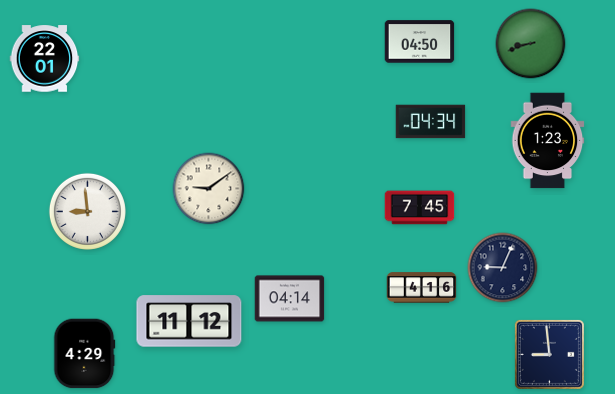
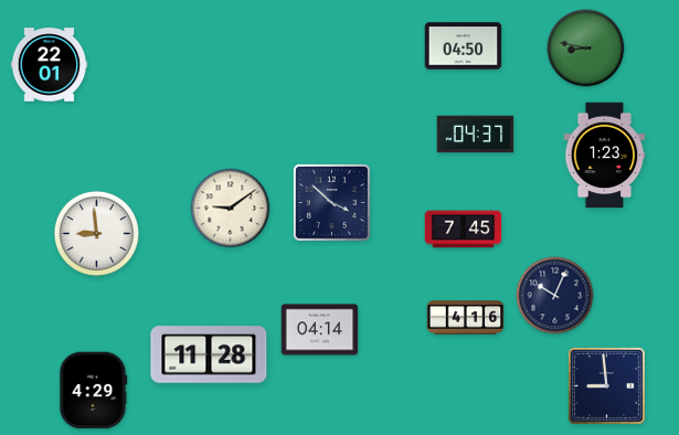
clock at (531, 44): 8:42 -> 8:47
clock at (431, 122): 04:34 -> 04:37
clock at (331, 202): none -> 3:52
clock at (503, 268): 9:04 -> 10:04
clock at (189, 321): 11:12 -> 11:28
clock at (549, 354) position: (549, 354) -> (606, 385)
